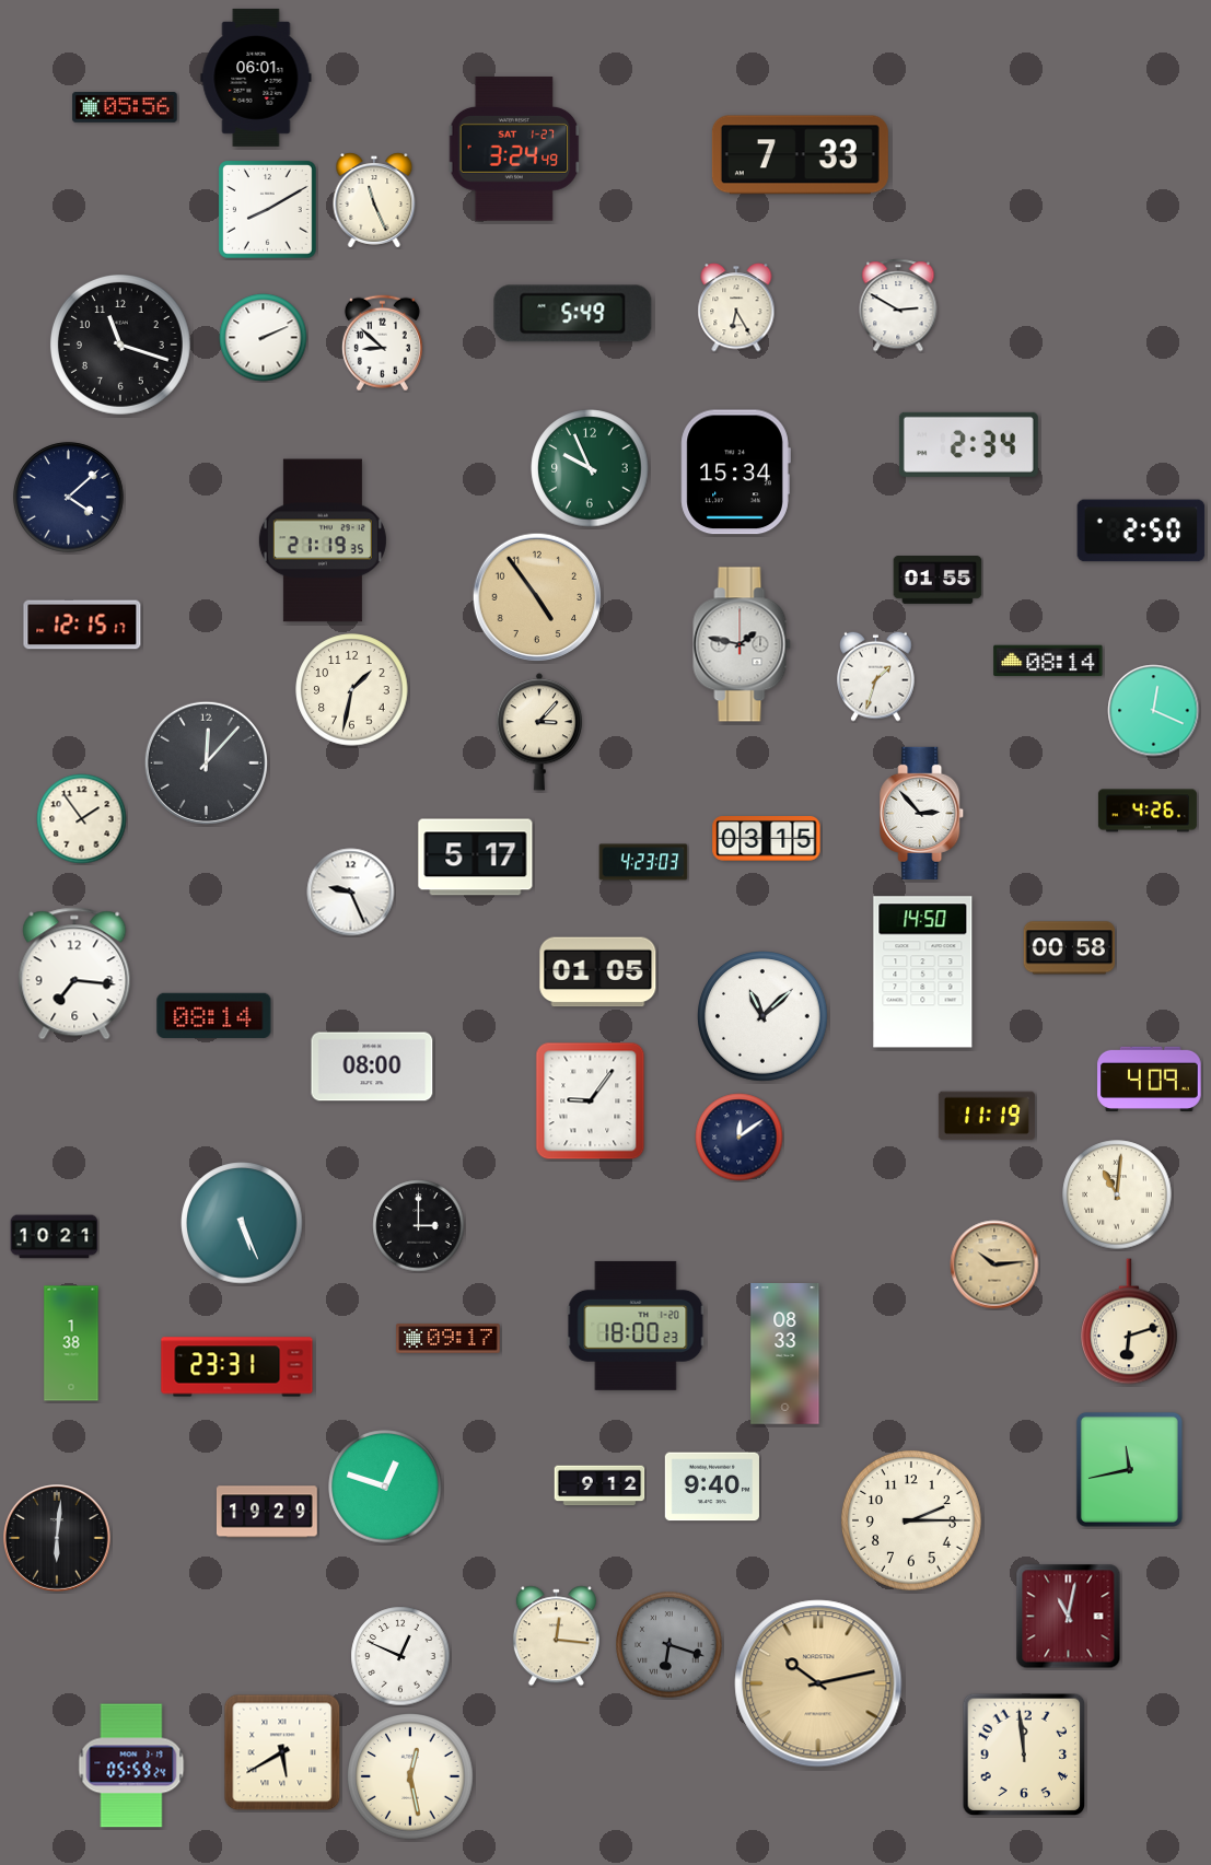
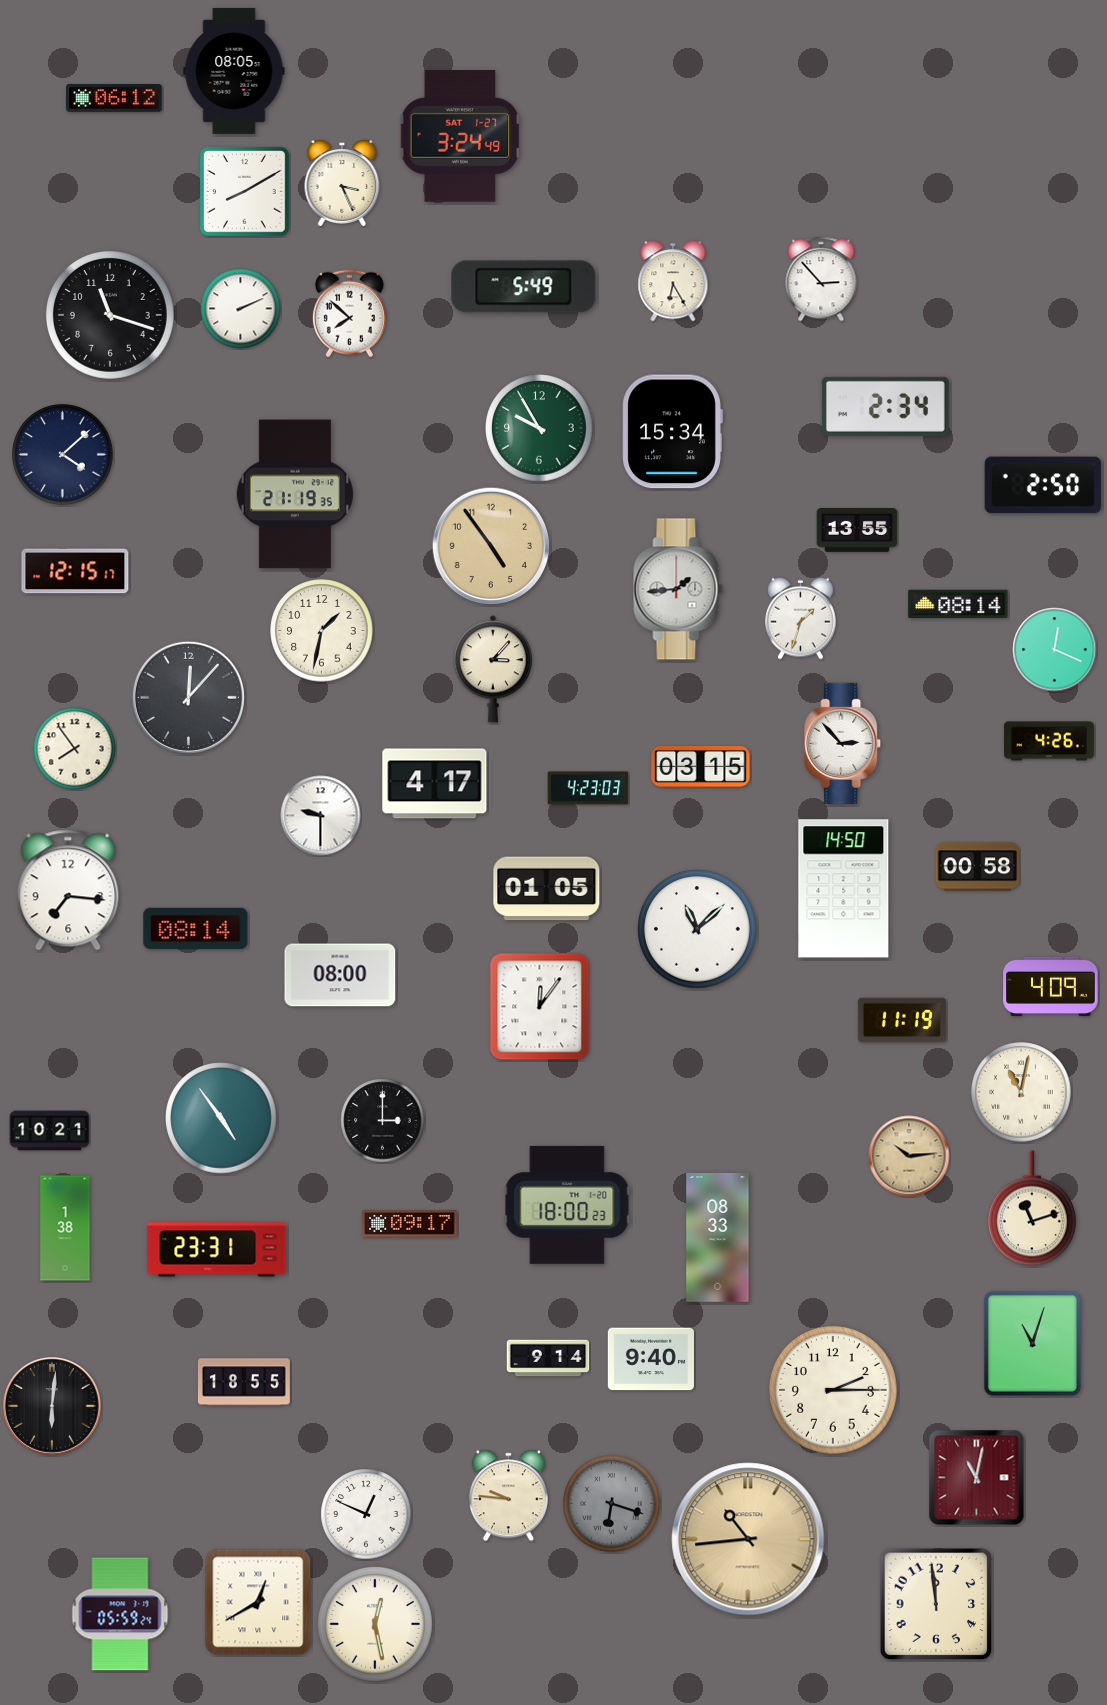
clock at (256, 78): 06:01 -> 08:05
clock at (125, 108): 05:56 -> 06:12
clock at (514, 149) position: (514, 149) -> (460, 136)
clock at (800, 155): 7:33 -> none
clock at (374, 200): 11:26 -> 3:26
clock at (898, 305): 2:50 -> 2:53
clock at (382, 343): 8:52 -> 7:52
clock at (590, 468): 9:56 -> 9:55
clock at (938, 581): 01:55 -> 13:55
clock at (742, 644): 1:47 -> 1:44
clock at (82, 819): 1:54 -> 7:54
clock at (476, 858): 5:17 -> 4:17
clock at (351, 893): 9:26 -> 9:30
clock at (591, 1101): 9:06 -> 12:06
clock at (740, 1138): 12:09 -> none
clock at (1117, 1194): 11:01 -> 11:02
clock at (242, 1223): 5:26 -> 4:54
clock at (1130, 1321): 6:12 -> 11:12
clock at (636, 1326) position: (636, 1326) -> (567, 1205)
clock at (1129, 1469): 11:43 -> 11:03
clock at (599, 1485): 9:12 -> 9:14
clock at (385, 1487): 12:48 -> none
clock at (267, 1512): 19:29 -> 18:55
clock at (556, 1636): 12:16 -> 9:46
clock at (818, 1683): 10:13 -> 10:44
clock at (282, 1752): 5:40 -> 12:40
